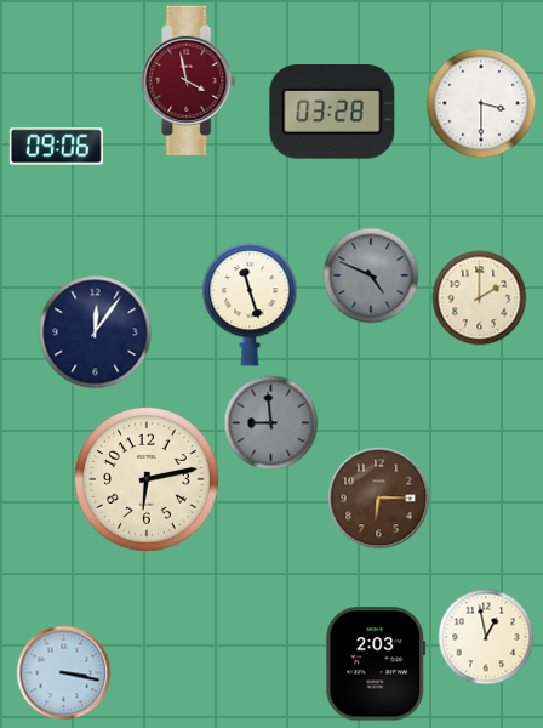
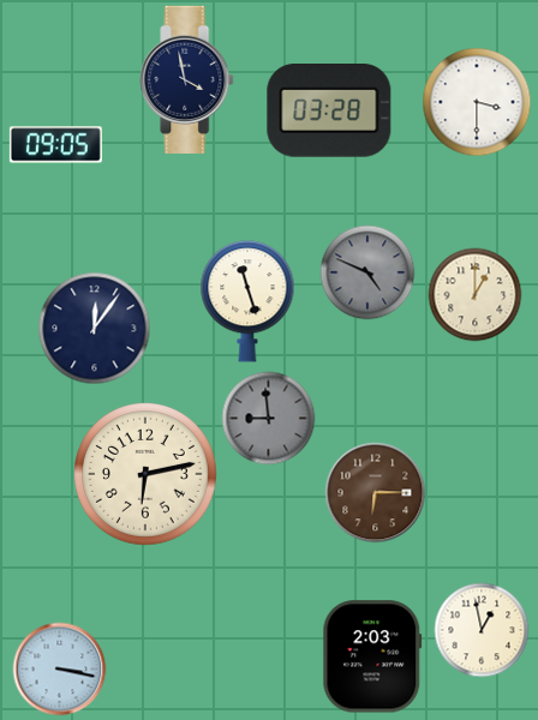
clock at (189, 80) dial: burgundy -> navy
clock at (56, 147): 09:06 -> 09:05
clock at (479, 297): 2:00 -> 1:00
clock at (63, 672) position: (63, 672) -> (59, 668)
